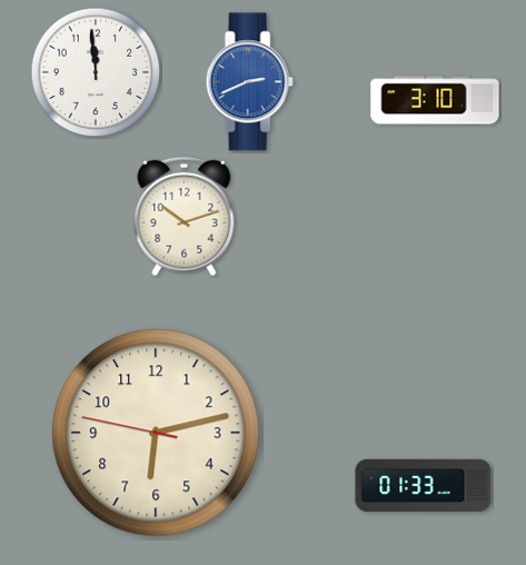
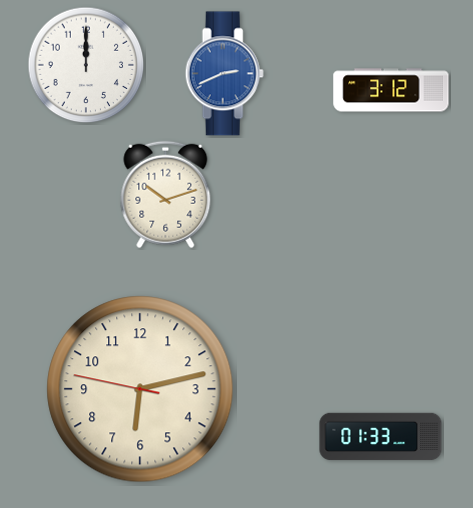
clock at (96, 72): 11:59 -> 12:00
clock at (435, 100): 3:10 -> 3:12
